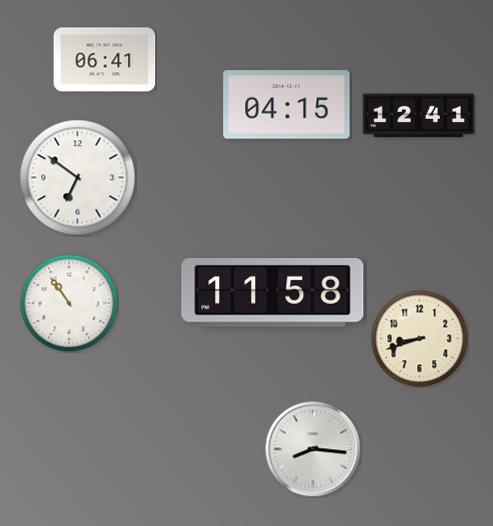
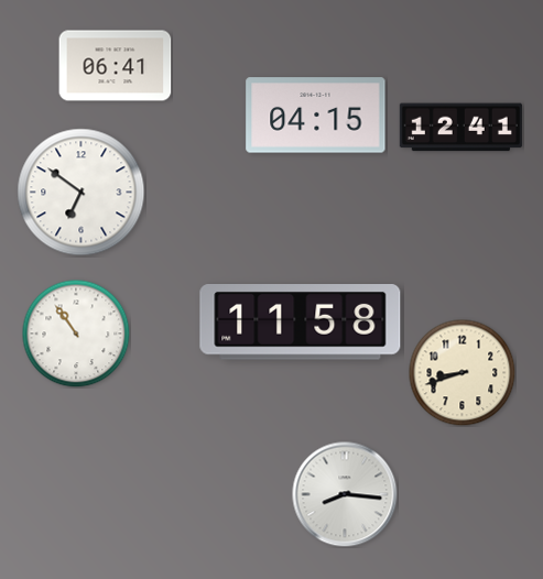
clock at (78, 178) position: (78, 178) -> (82, 193)
